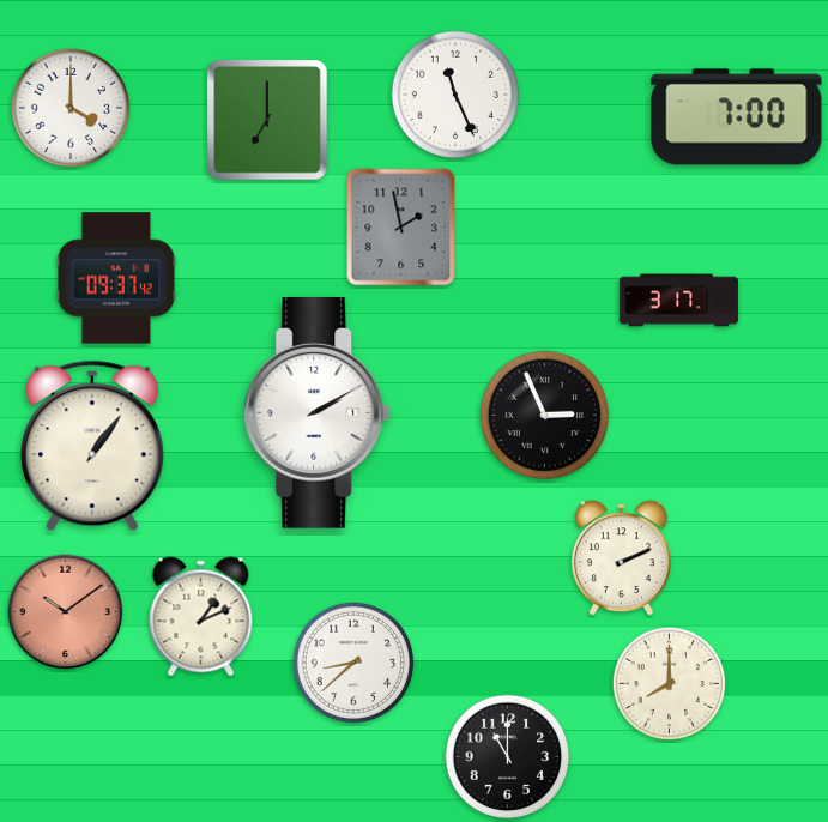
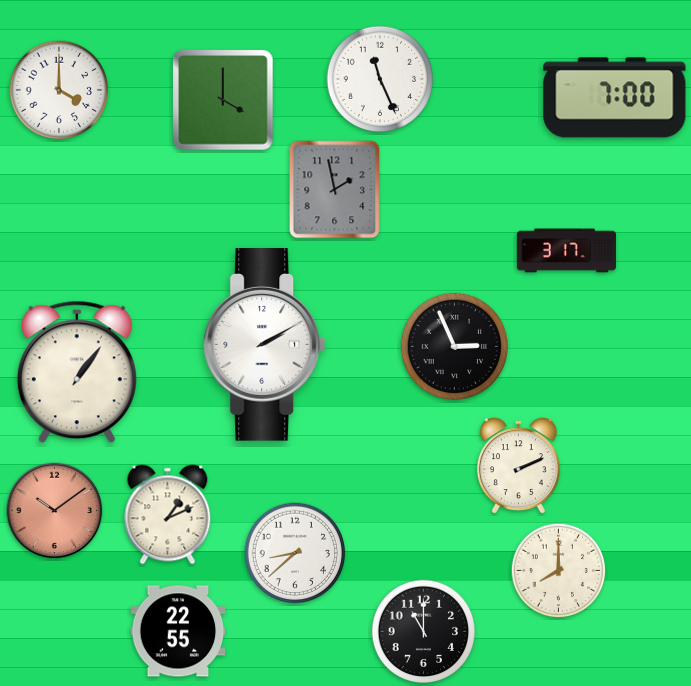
clock at (267, 120): 7:00 -> 4:00
clock at (116, 278): 09:37 -> none
clock at (178, 631): none -> 22:55
